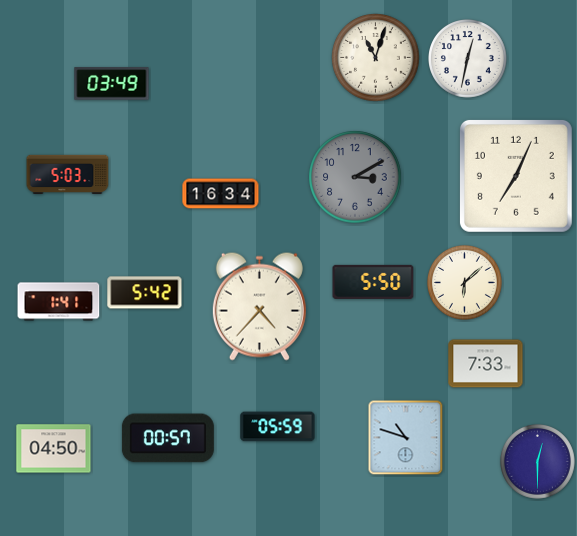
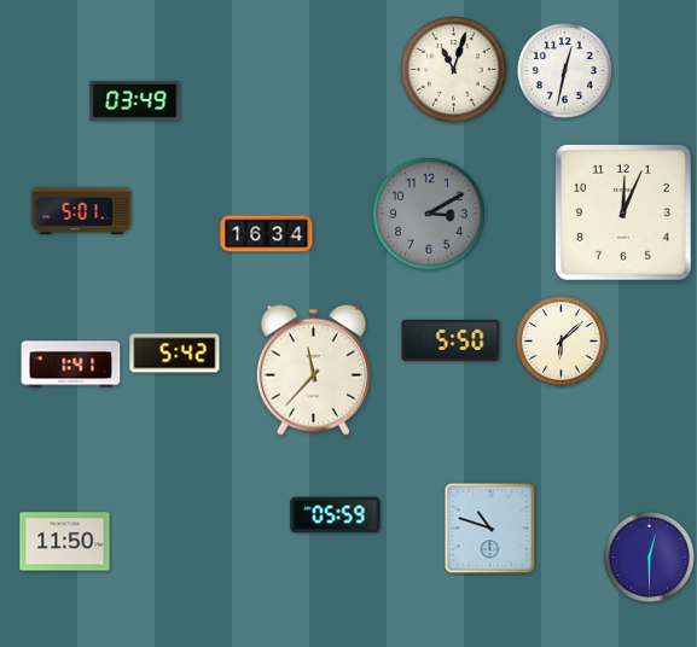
clock at (68, 175): 5:03 -> 5:01
clock at (516, 176): 7:04 -> 12:04
clock at (259, 306): 4:37 -> 11:37
clock at (486, 364): 7:33 -> none
clock at (168, 438): 00:57 -> none
clock at (54, 449): 04:50 -> 11:50
